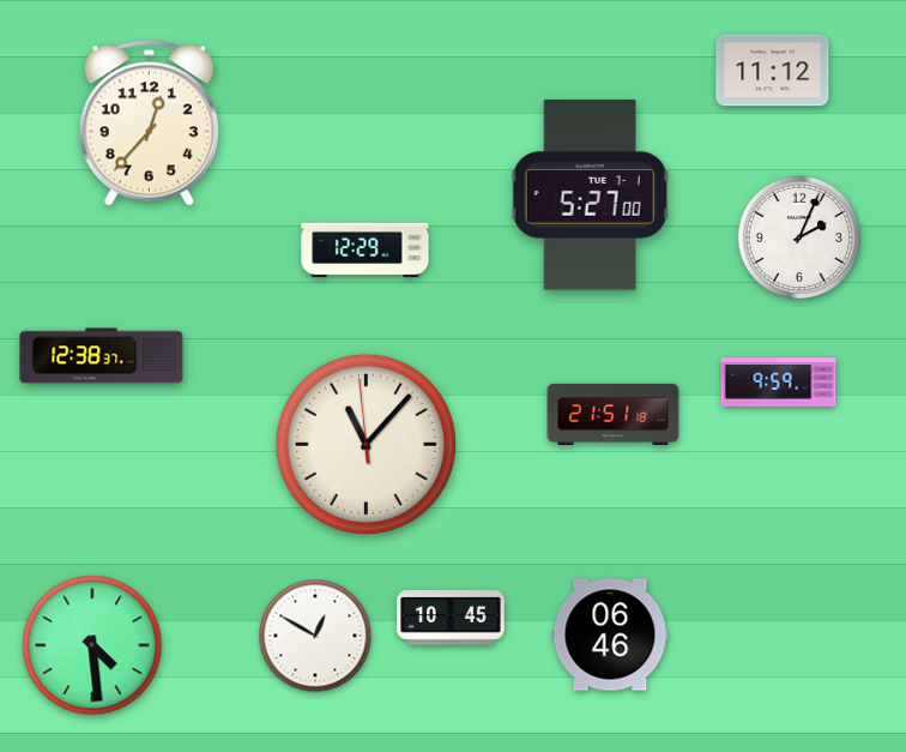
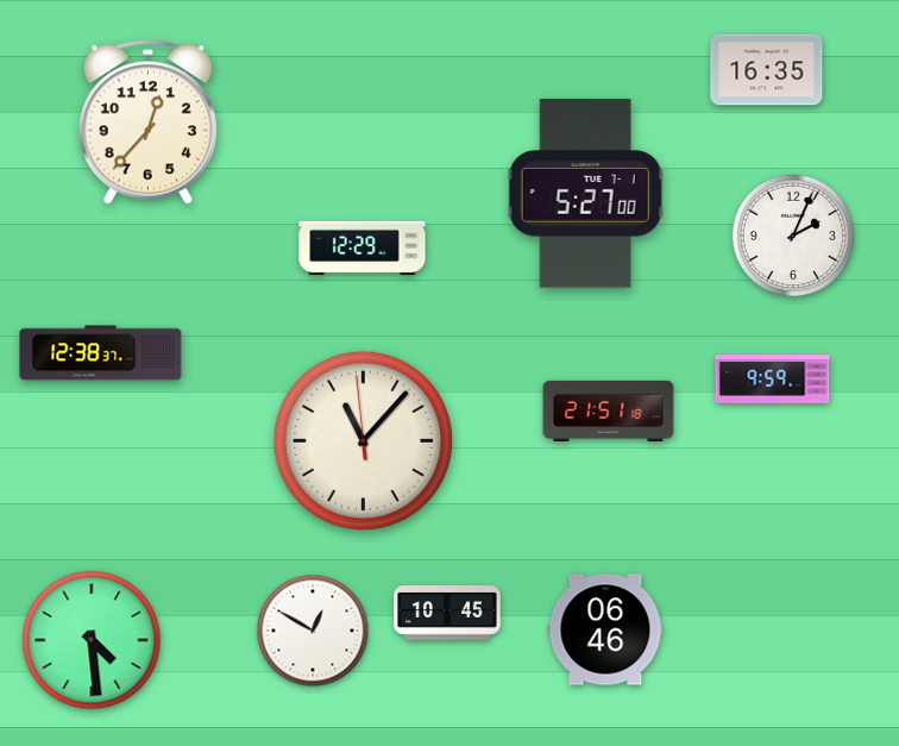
clock at (773, 71): 11:12 -> 16:35
